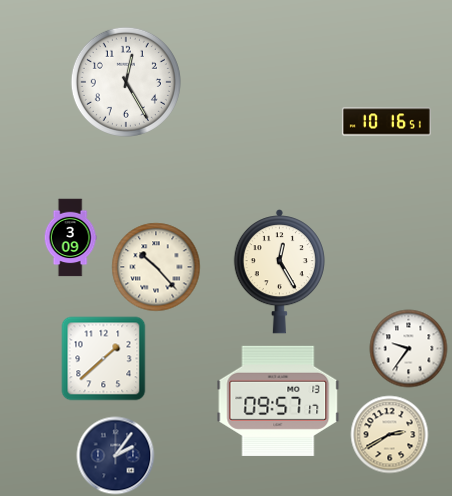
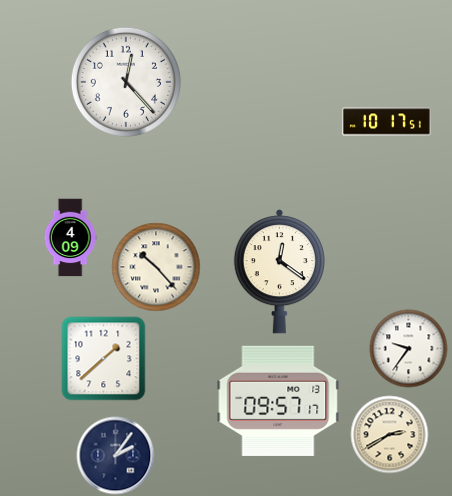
clock at (126, 82): 12:25 -> 12:23
clock at (386, 122): 10:16 -> 10:17
clock at (70, 237): 3:09 -> 4:09
clock at (279, 272): 12:25 -> 12:21
